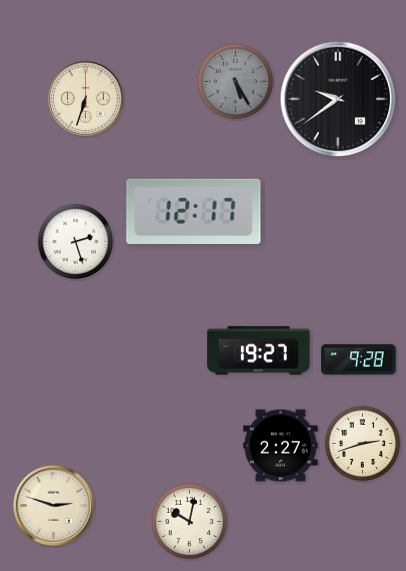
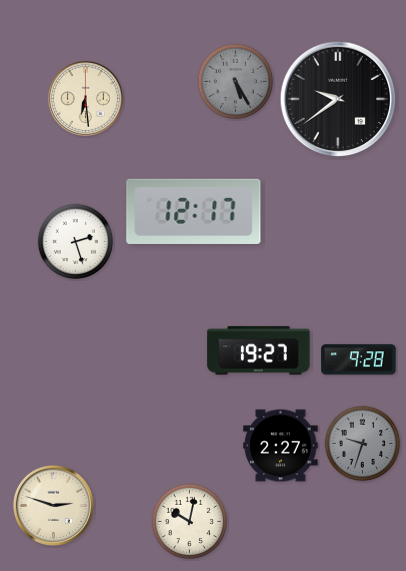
clock at (85, 98): 6:33 -> 6:29
clock at (363, 444): 2:42 -> 9:33
clock at (363, 444) dial: cream -> grey
